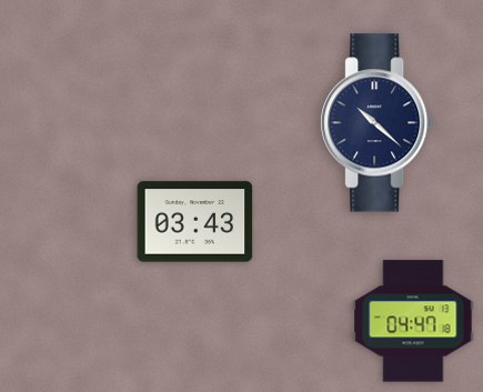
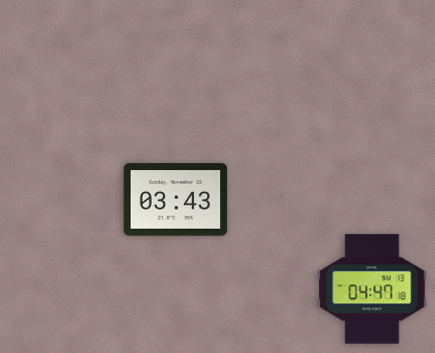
clock at (378, 123): 10:22 -> none
